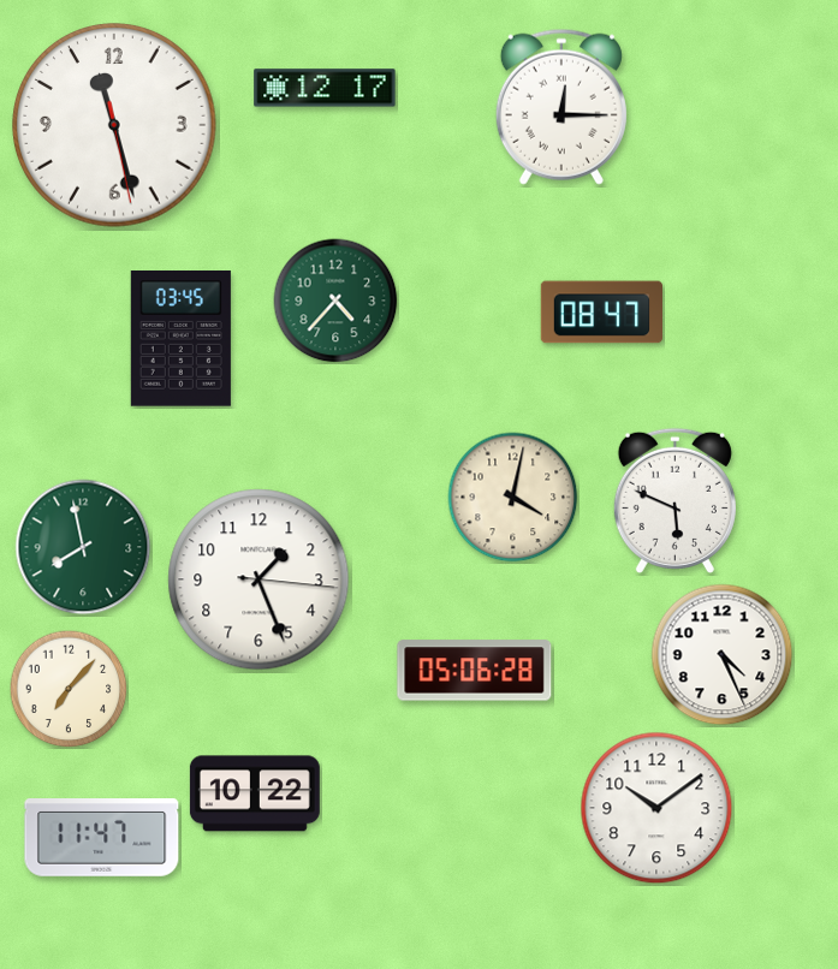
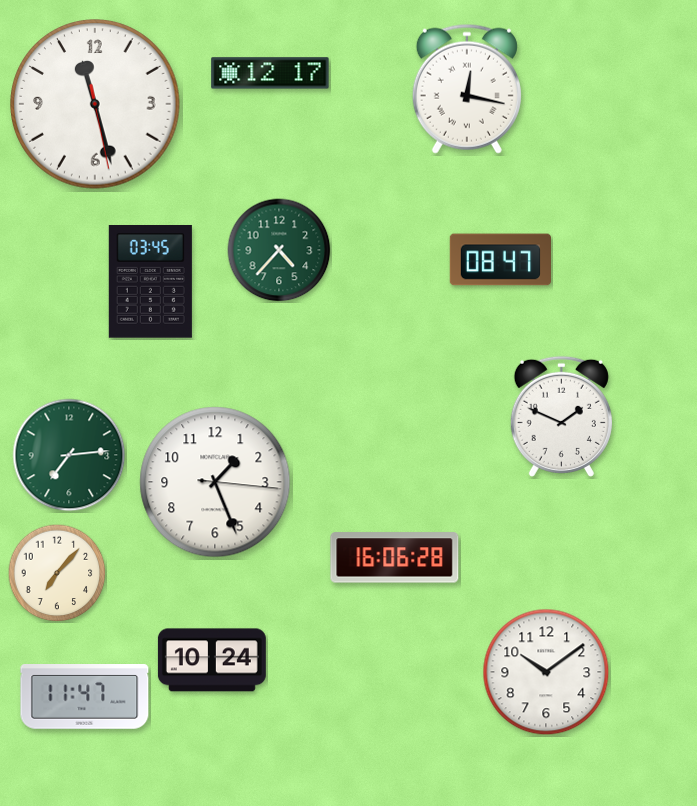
clock at (561, 107): 12:15 -> 12:17
clock at (513, 498): 4:02 -> none
clock at (674, 500): 5:49 -> 1:49
clock at (83, 547): 7:58 -> 7:14
clock at (723, 655): 4:26 -> none
clock at (475, 671): 05:06 -> 16:06
clock at (255, 793): 10:22 -> 10:24
